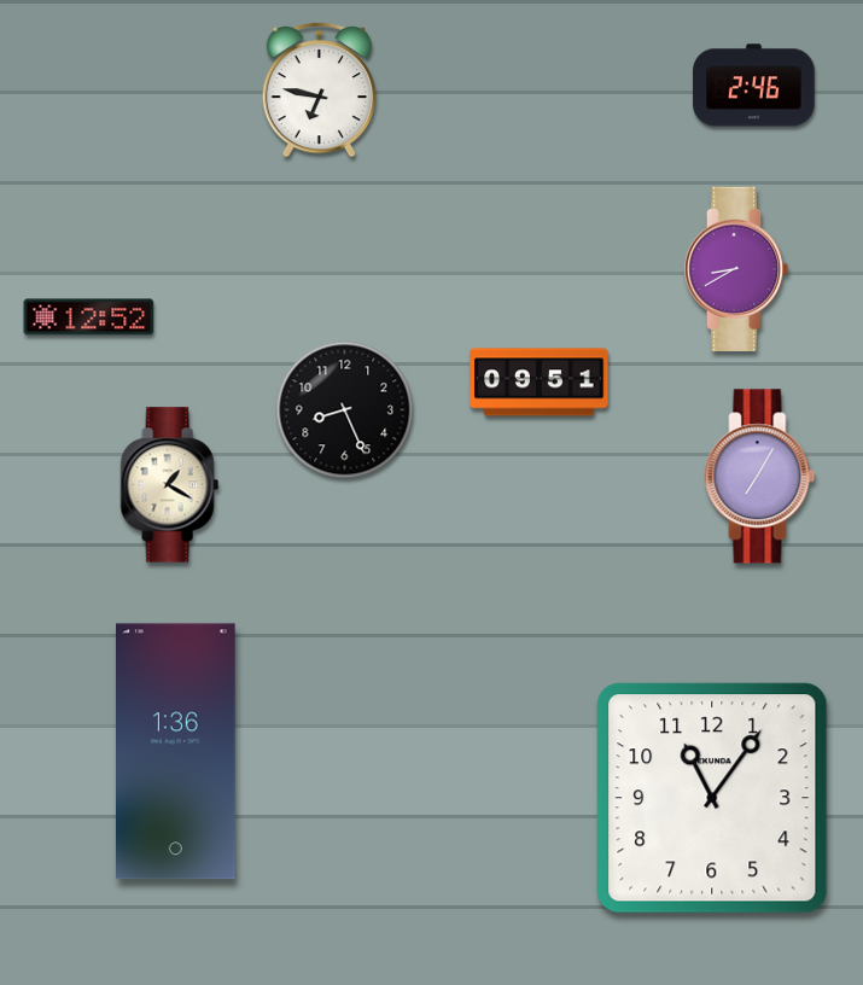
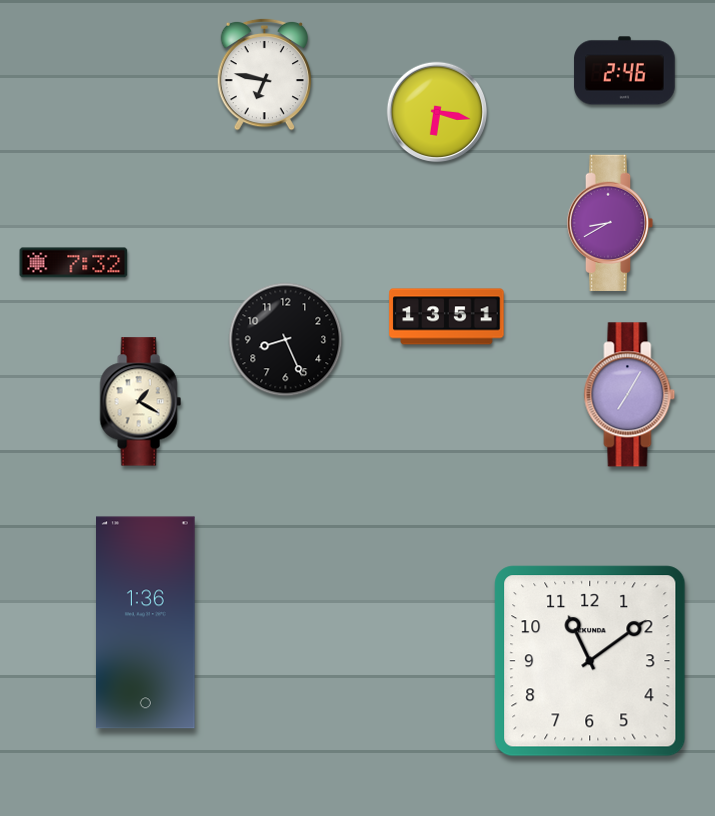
clock at (437, 112): none -> 6:17
clock at (89, 317): 12:52 -> 7:32
clock at (540, 383): 09:51 -> 13:51
clock at (712, 798): 11:06 -> 11:09
